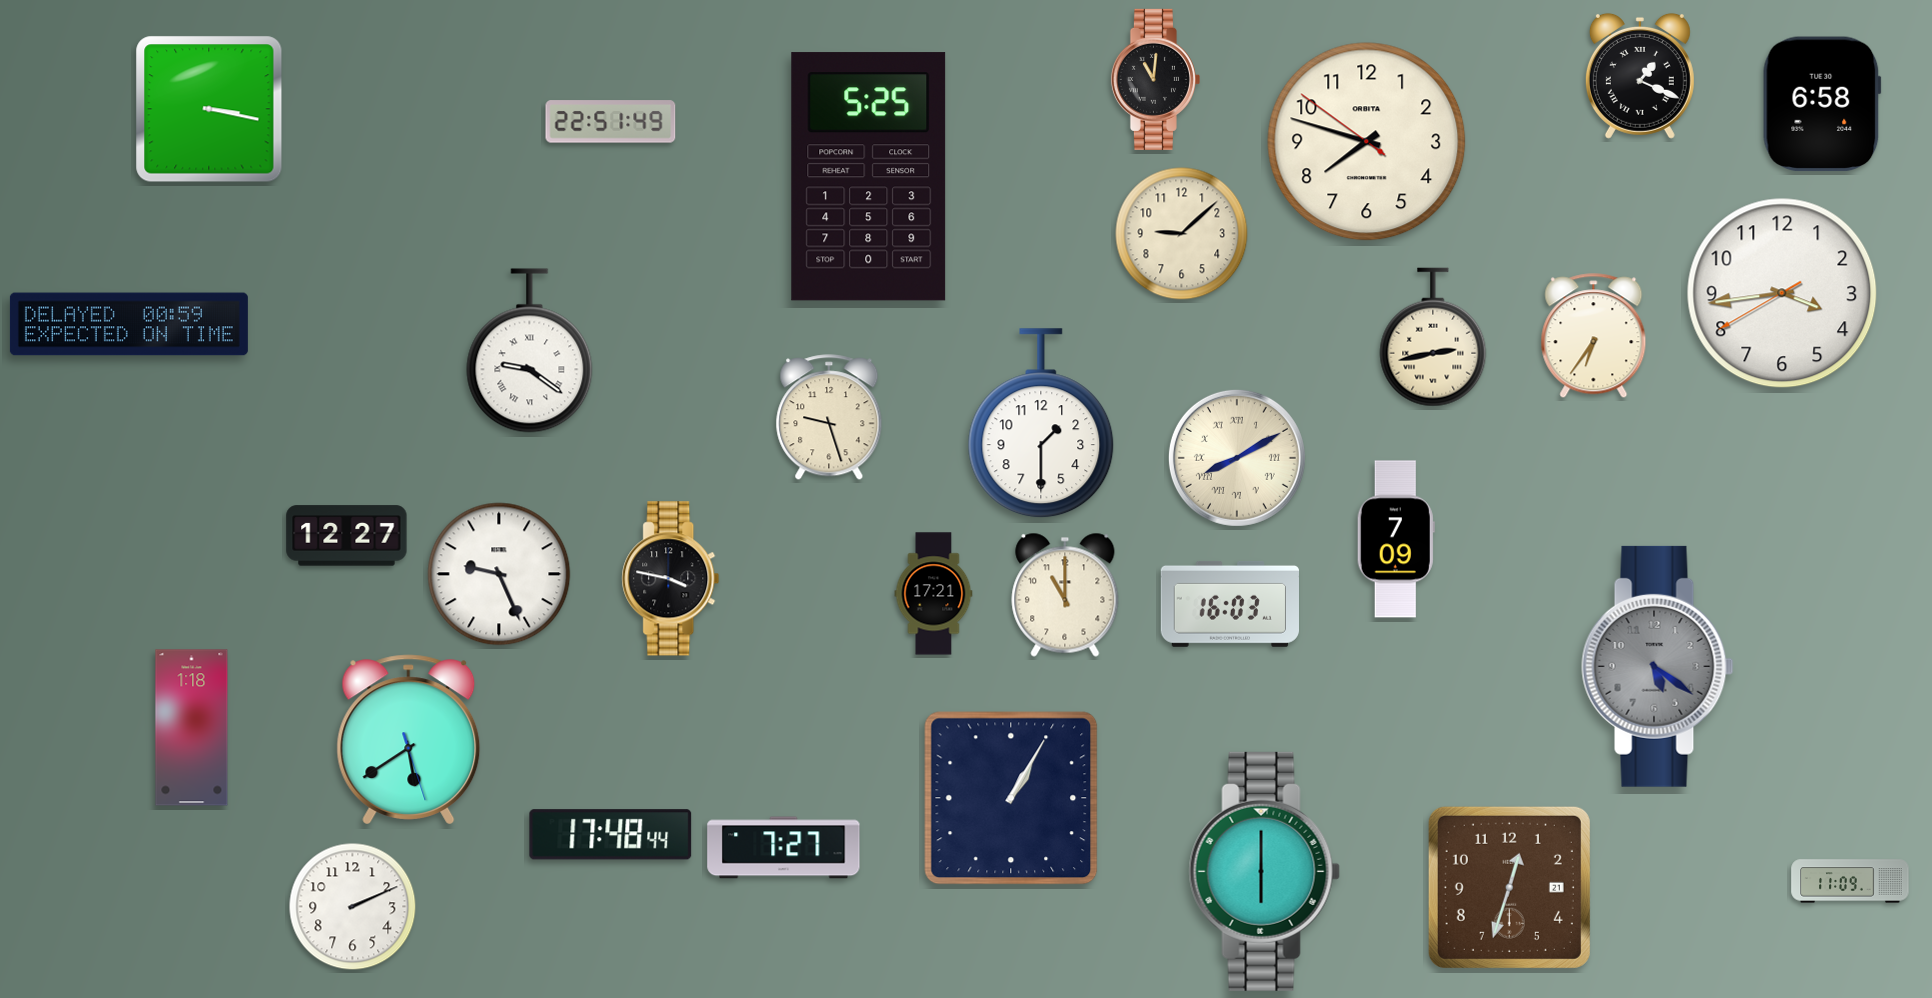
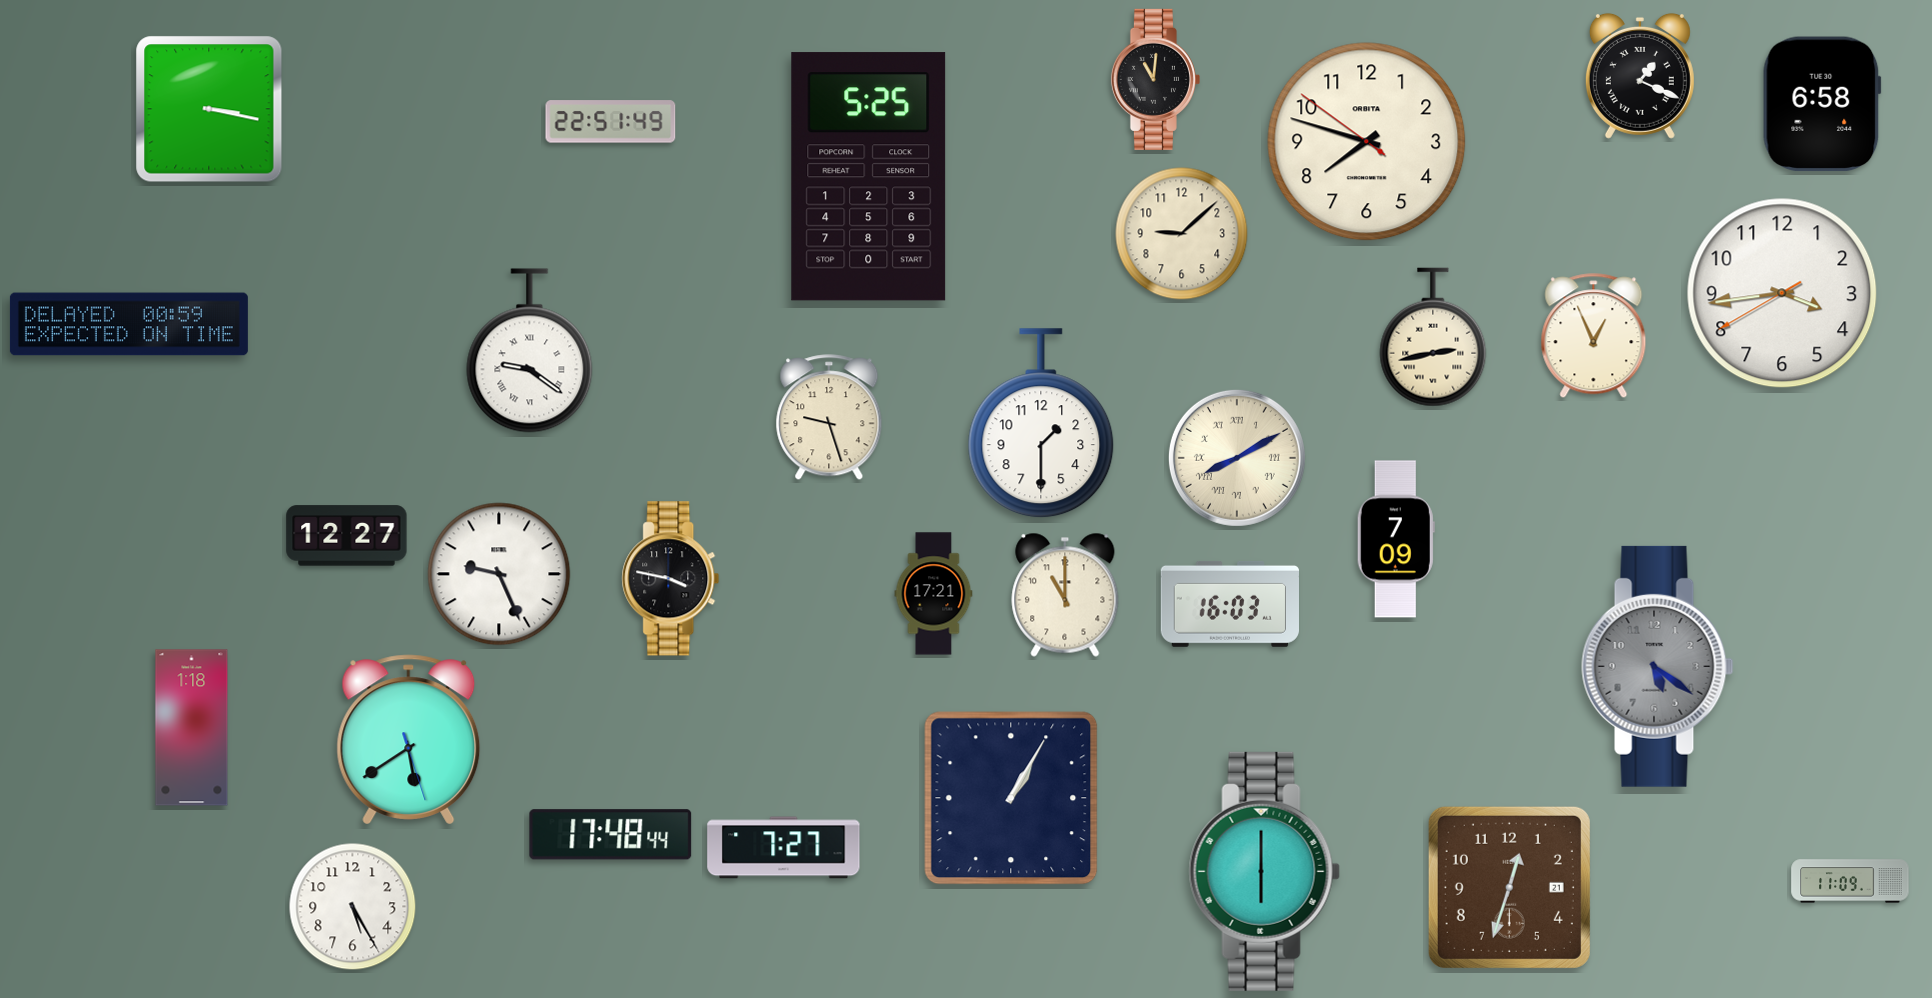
clock at (1594, 336): 6:36 -> 12:56
clock at (353, 907): 2:11 -> 5:25
